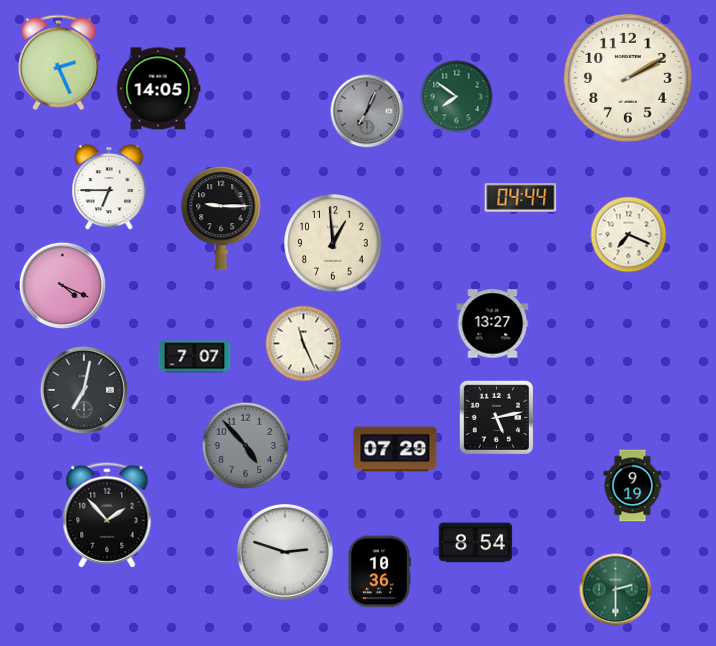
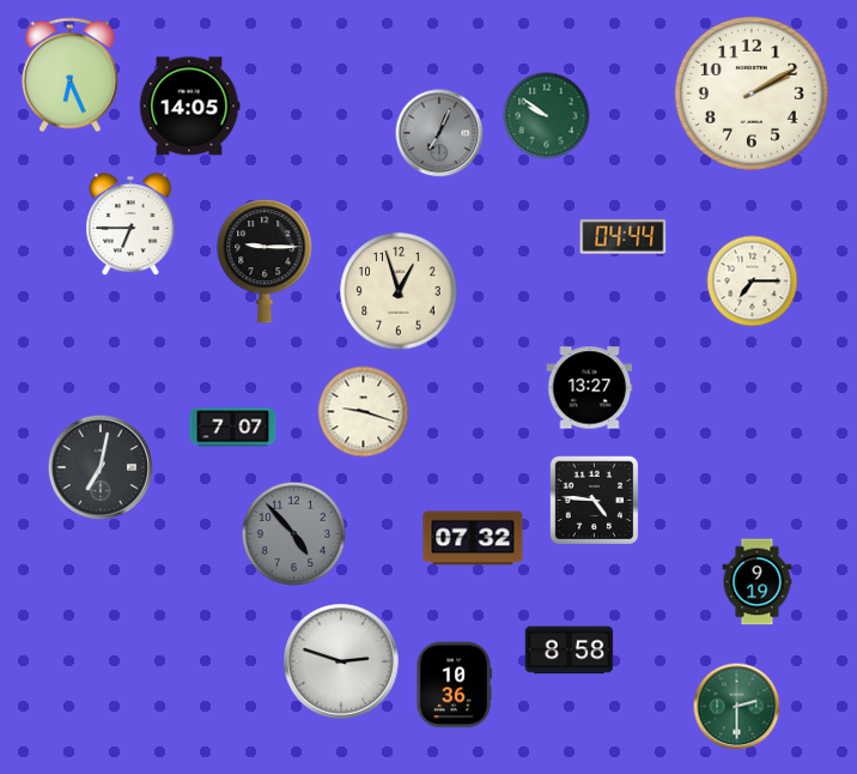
clock at (59, 63): 2:26 -> 6:26
clock at (457, 97): 7:51 -> 9:51
clock at (629, 235): 7:19 -> 7:15
clock at (333, 243): 12:59 -> 12:57
clock at (62, 285): 4:19 -> none
clock at (304, 344): 11:26 -> 9:18
clock at (497, 418): 5:13 -> 4:46
clock at (395, 449): 07:29 -> 07:32
clock at (107, 515): 1:53 -> none
clock at (476, 543): 8:54 -> 8:58
